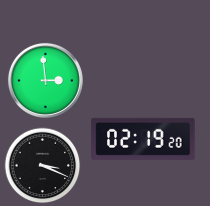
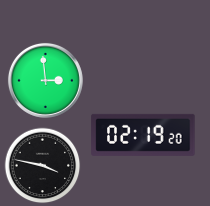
clock at (143, 139) position: (143, 139) -> (143, 135)
clock at (43, 166): 3:19 -> 3:47
